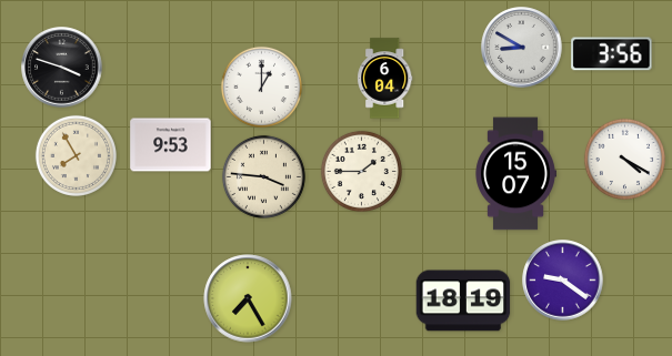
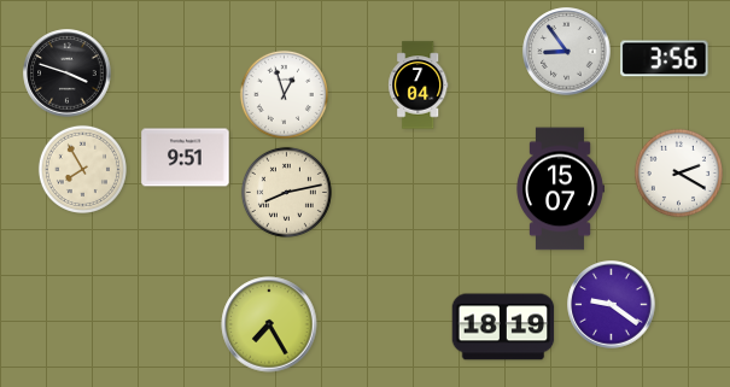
clock at (522, 48): 8:50 -> 8:54
clock at (385, 79): 6:04 -> 7:04
clock at (261, 87): 1:00 -> 12:57
clock at (171, 145): 9:53 -> 9:51
clock at (624, 159): 4:20 -> 2:20
clock at (361, 171): 1:45 -> none
clock at (263, 176): 3:46 -> 8:13
